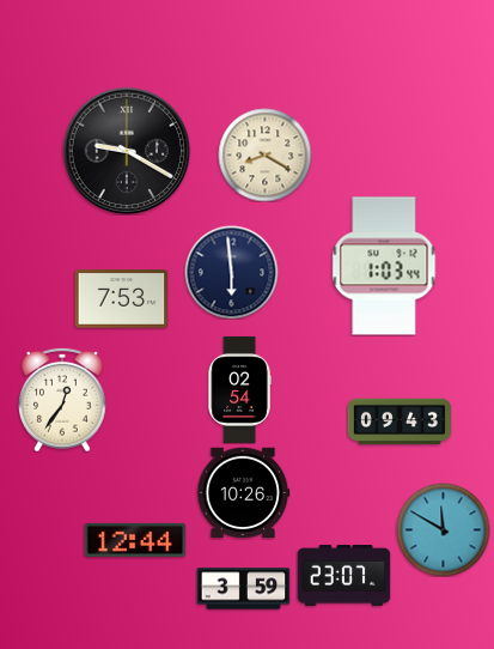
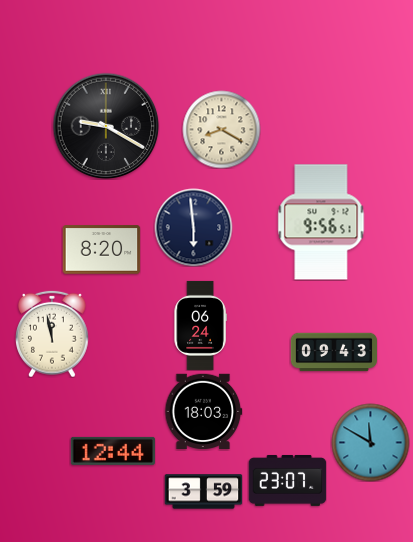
clock at (384, 266): 1:03 -> 9:56
clock at (121, 299): 7:53 -> 8:20
clock at (239, 389): 02:54 -> 06:24
clock at (63, 400): 12:36 -> 11:58
clock at (243, 493): 10:26 -> 18:03
